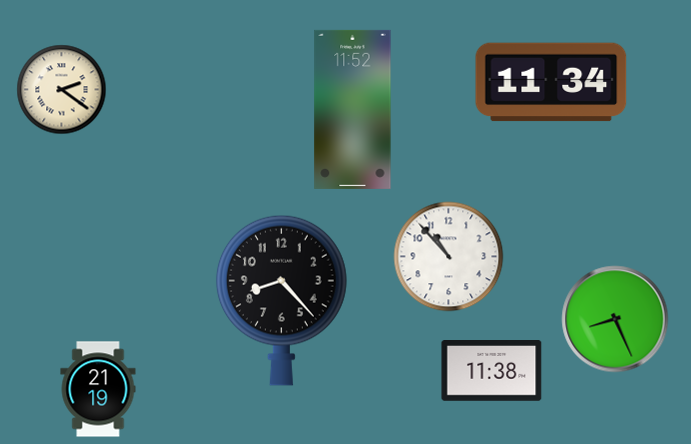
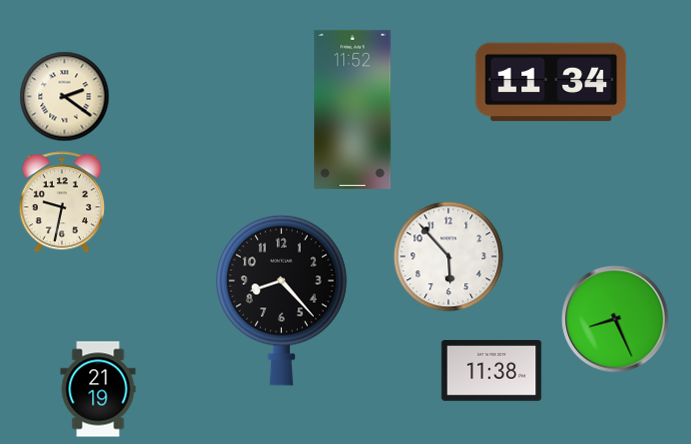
clock at (62, 90) position: (62, 90) -> (65, 97)
clock at (61, 202): none -> 9:32
clock at (449, 257): 10:53 -> 5:53
